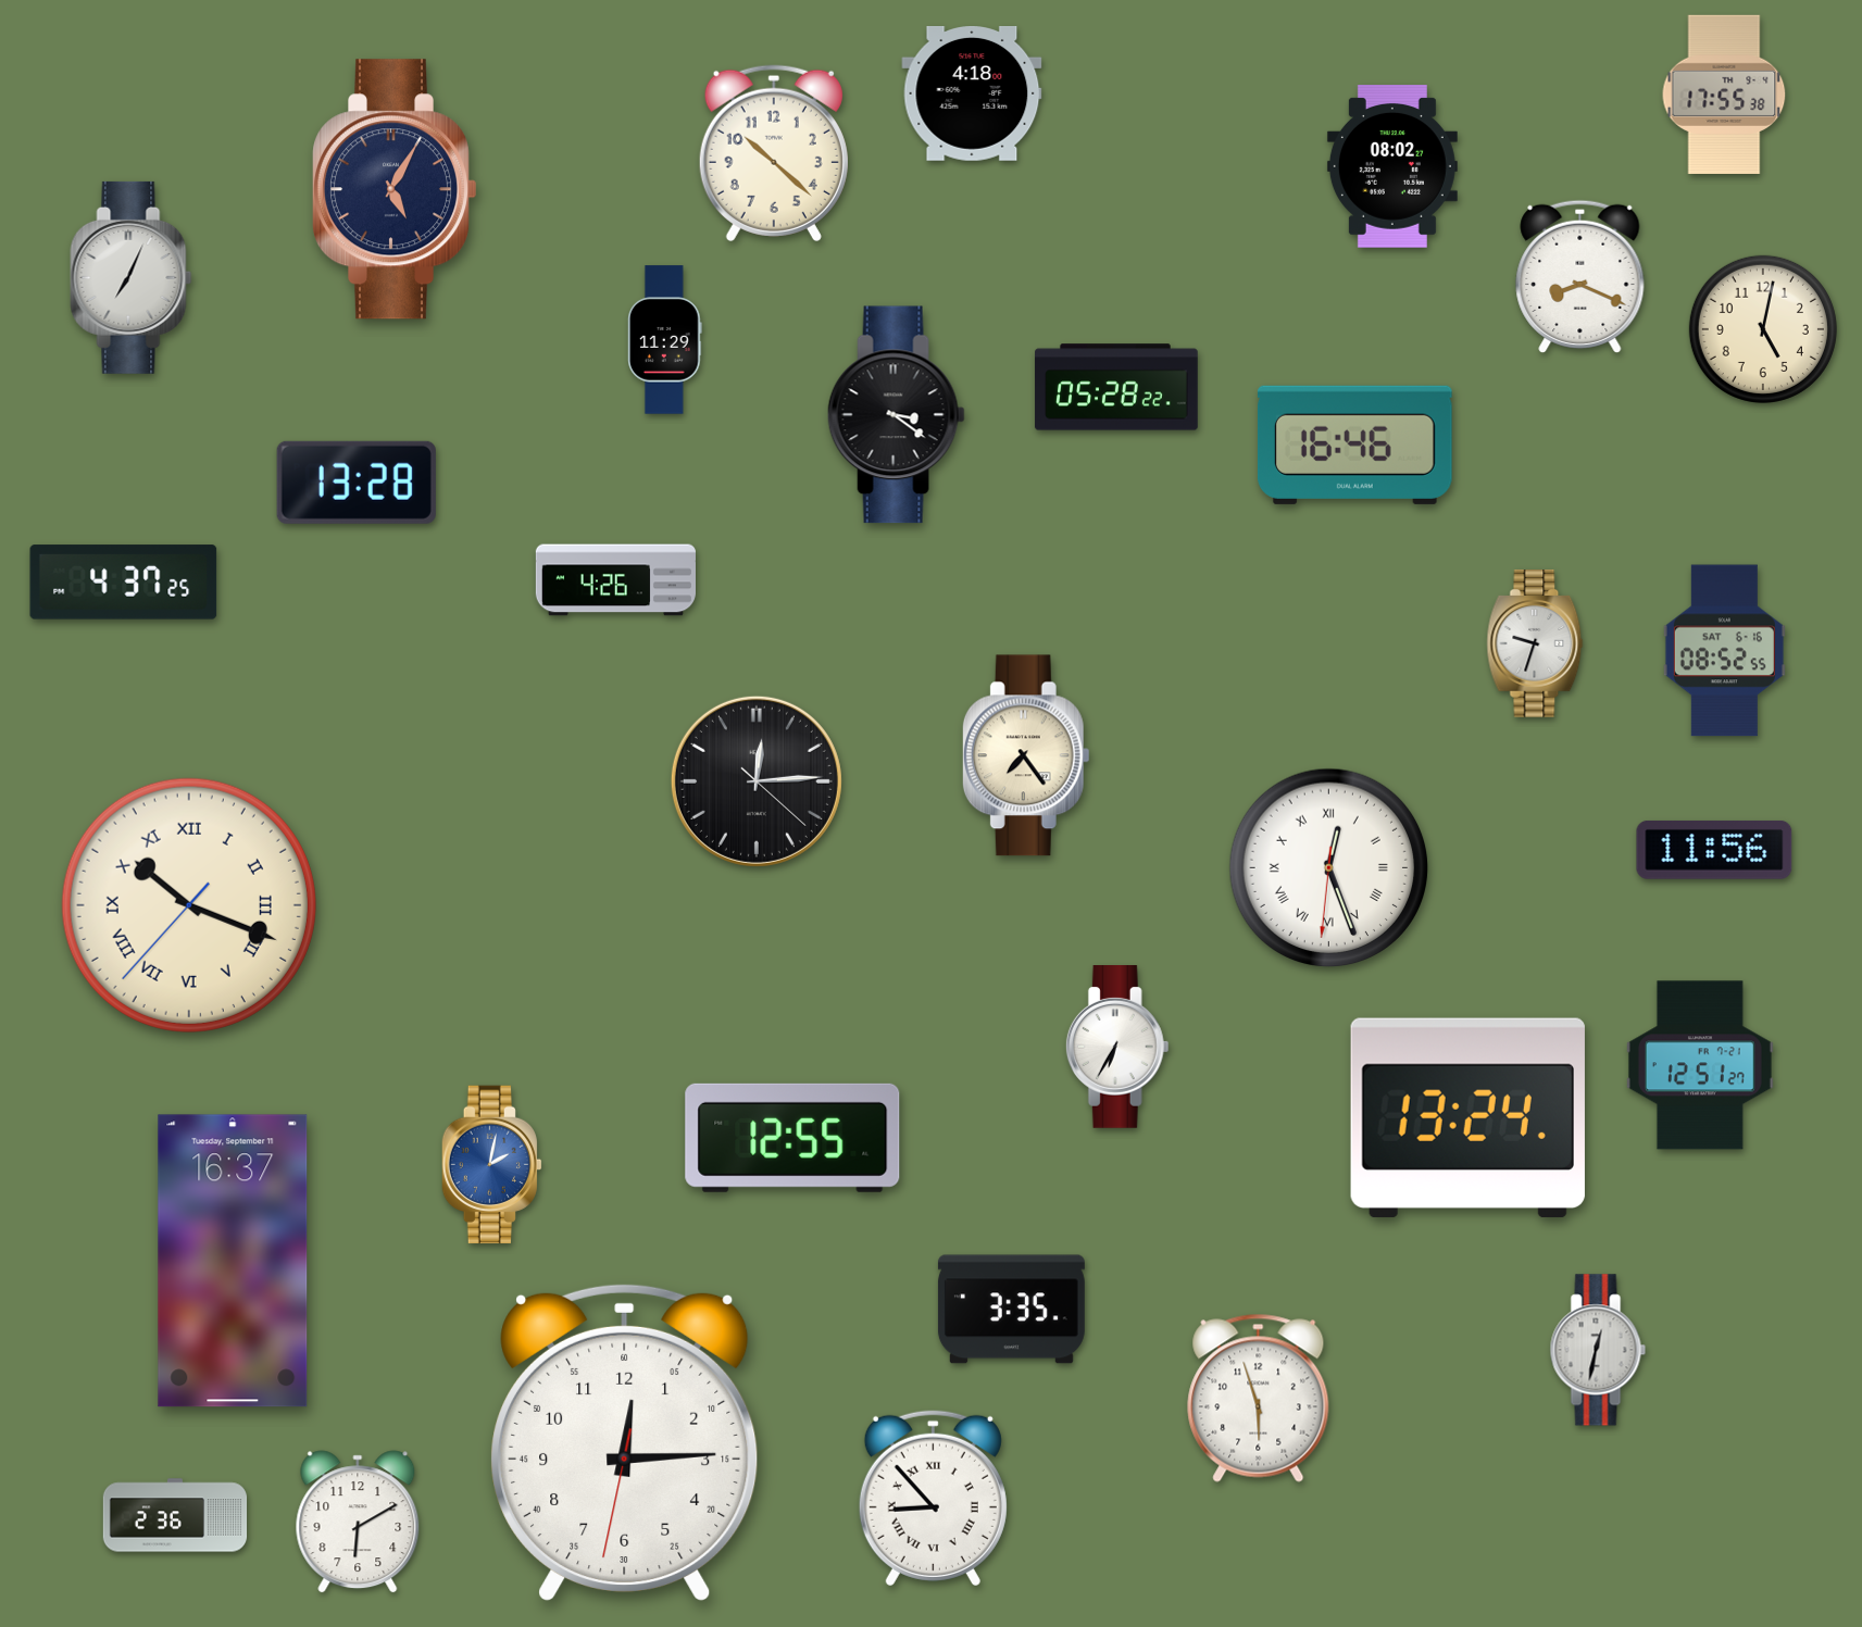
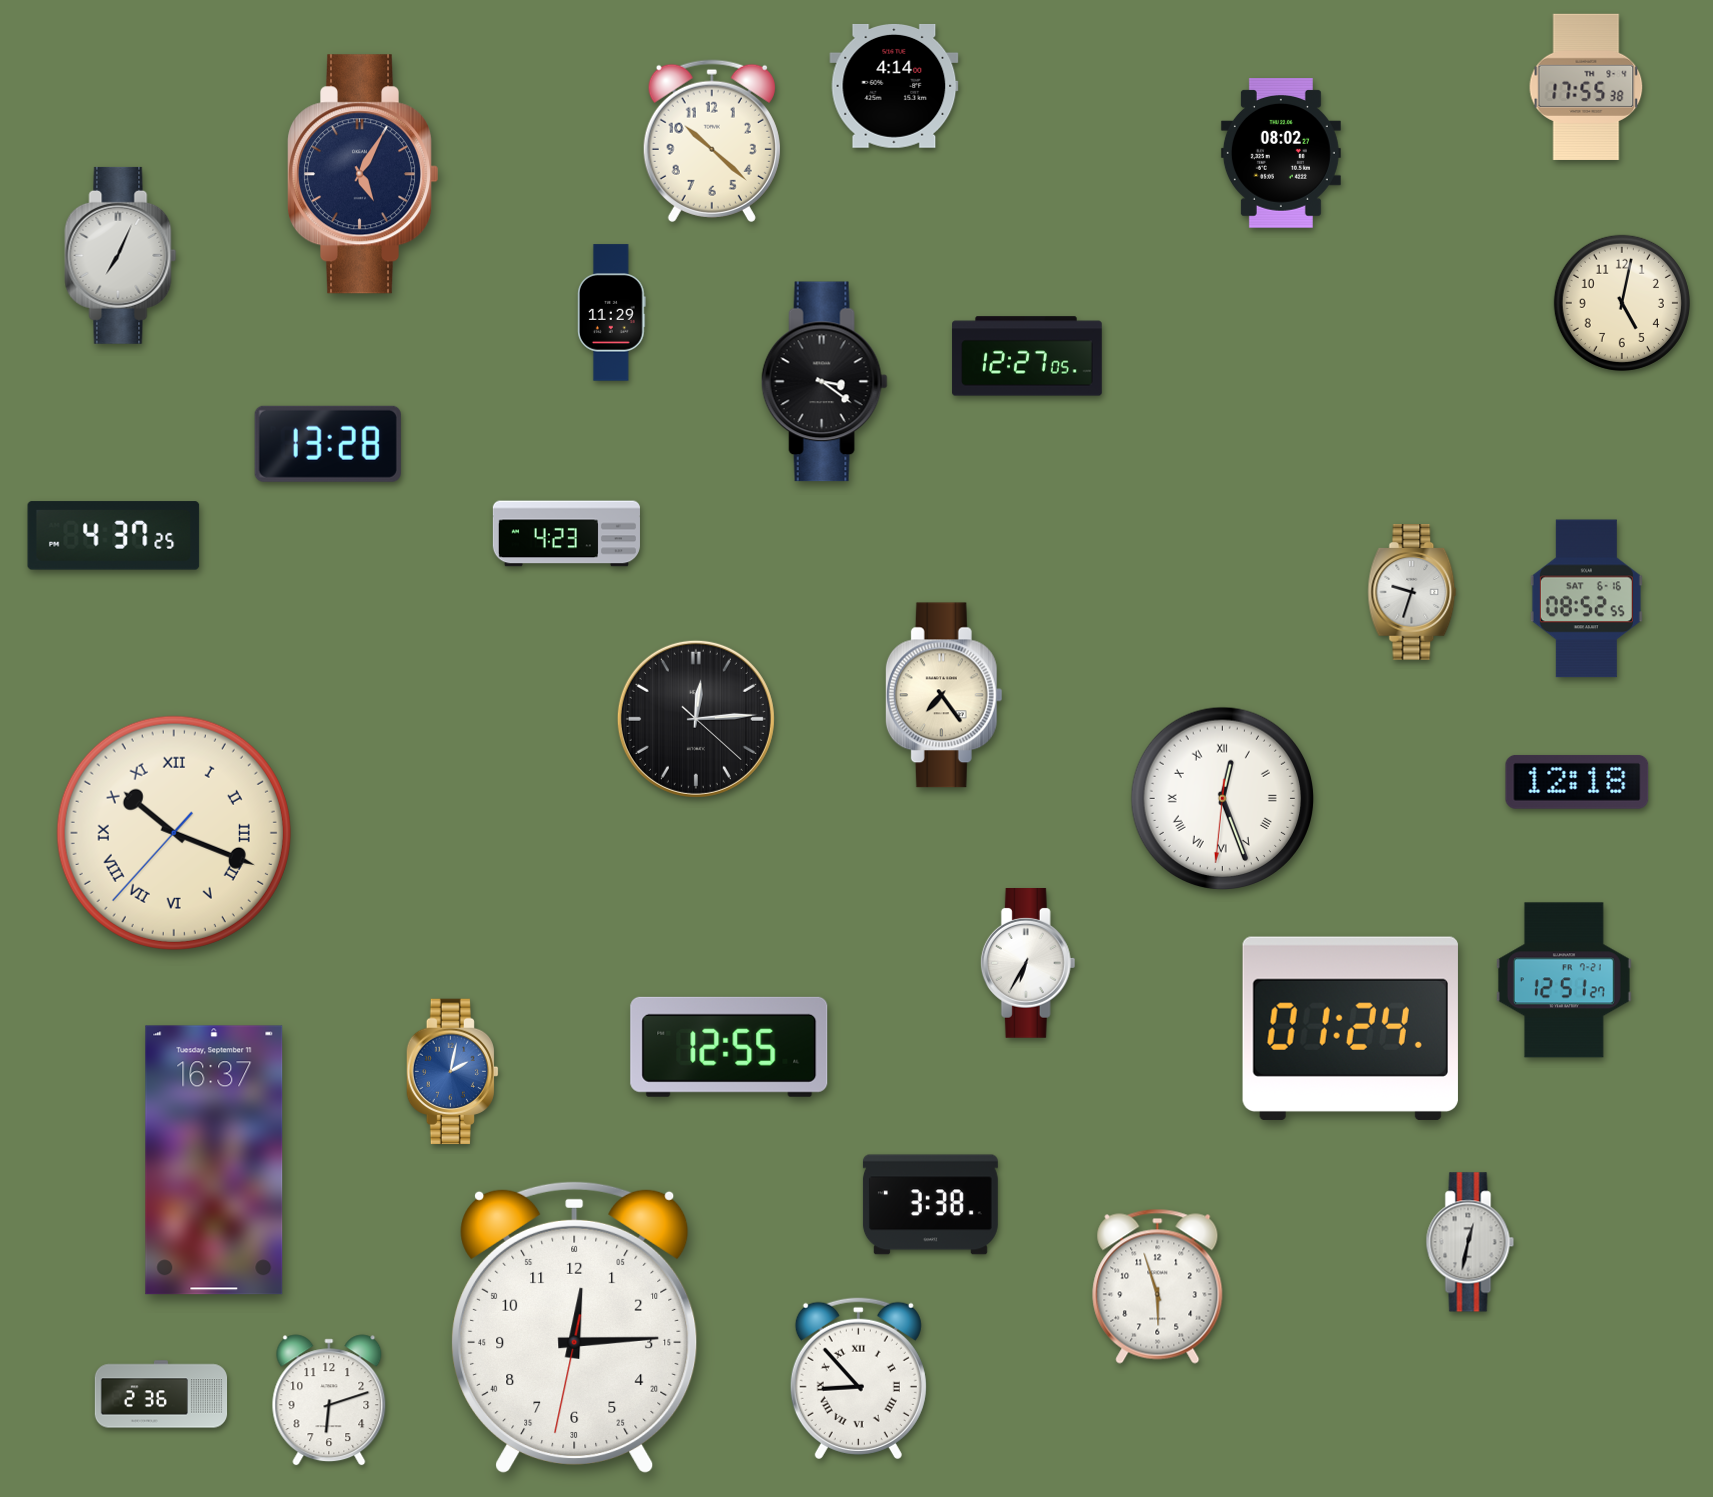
clock at (972, 93): 4:18 -> 4:14
clock at (1580, 277): 8:19 -> none
clock at (1116, 387): 05:28 -> 12:27
clock at (1354, 445): 16:46 -> none
clock at (615, 580): 4:26 -> 4:23
clock at (1714, 850): 11:56 -> 12:18
clock at (1467, 1117): 13:24 -> 01:24
clock at (1011, 1310): 3:35 -> 3:38
clock at (358, 1522): 6:10 -> 6:12
